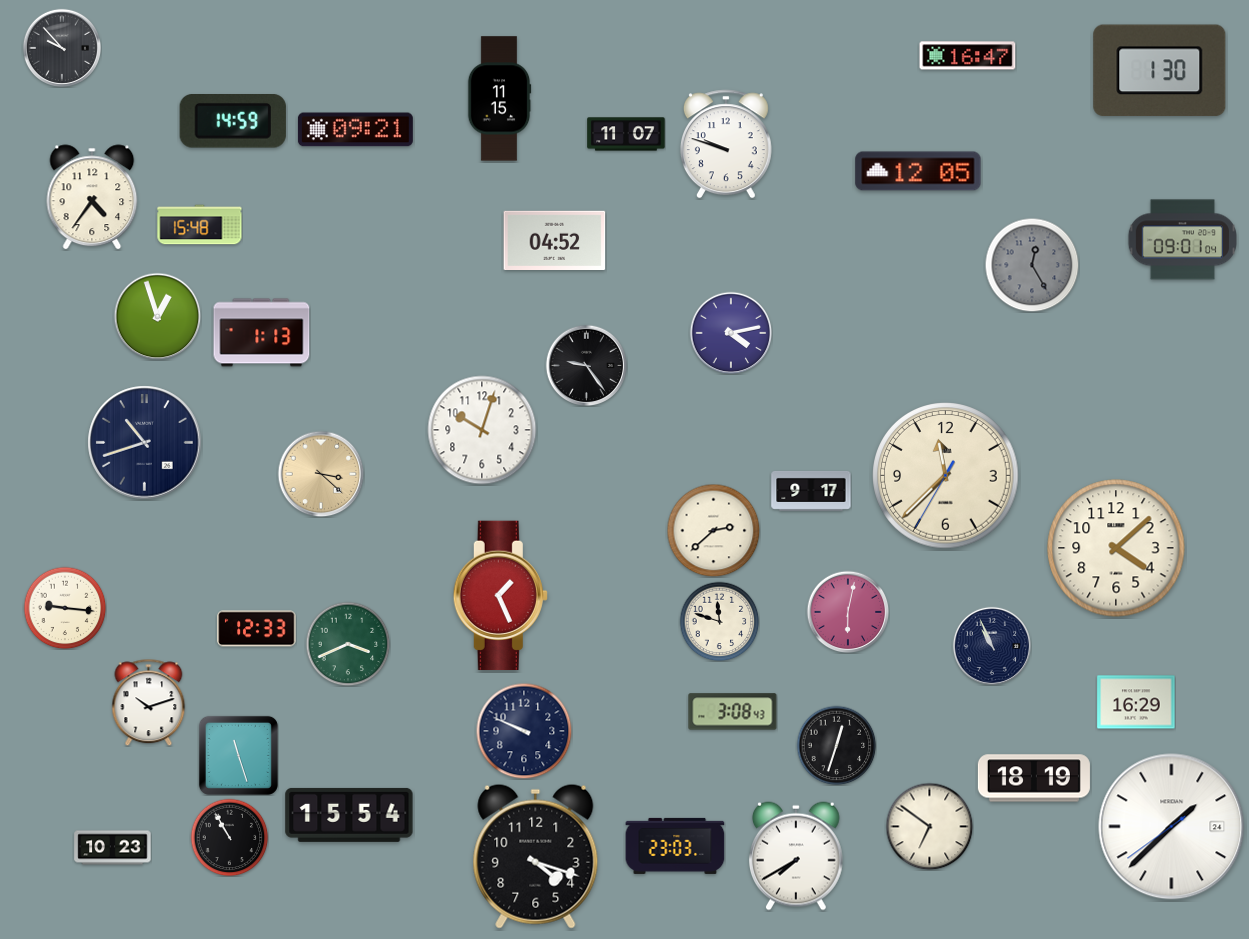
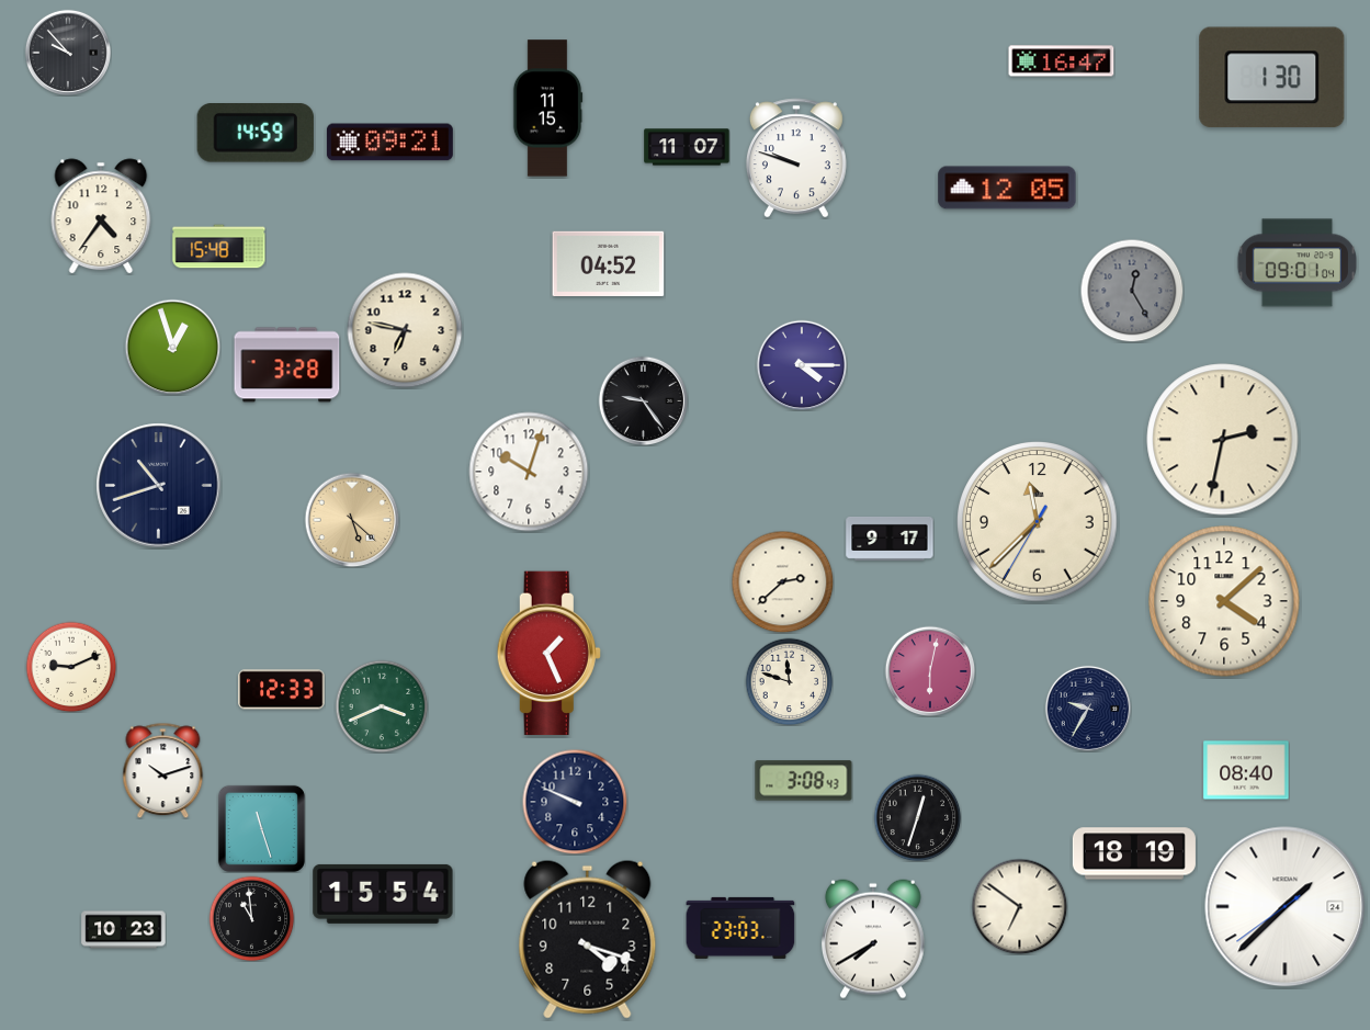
clock at (405, 330): none -> 6:47
clock at (262, 333): 1:13 -> 3:28
clock at (731, 333): 4:13 -> 4:15
clock at (1223, 440): none -> 2:32
clock at (321, 474): 3:22 -> 5:22
clock at (65, 608): 9:16 -> 9:11
clock at (992, 646): 10:56 -> 9:35
clock at (1136, 702): 16:29 -> 08:40
clock at (229, 837): 10:55 -> 10:59
